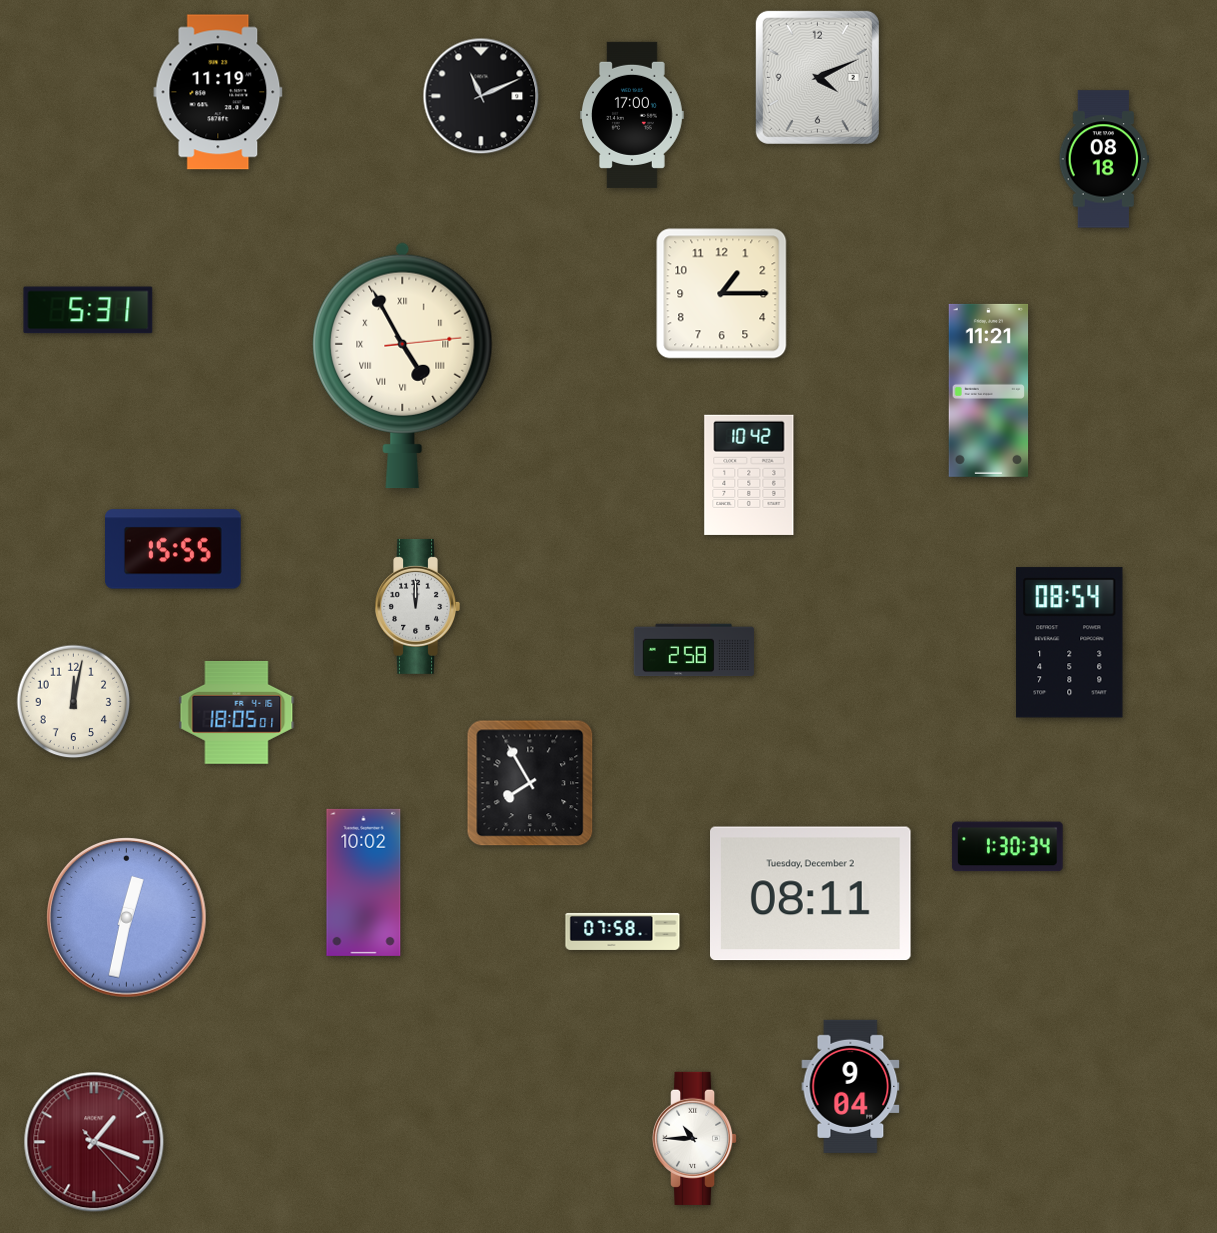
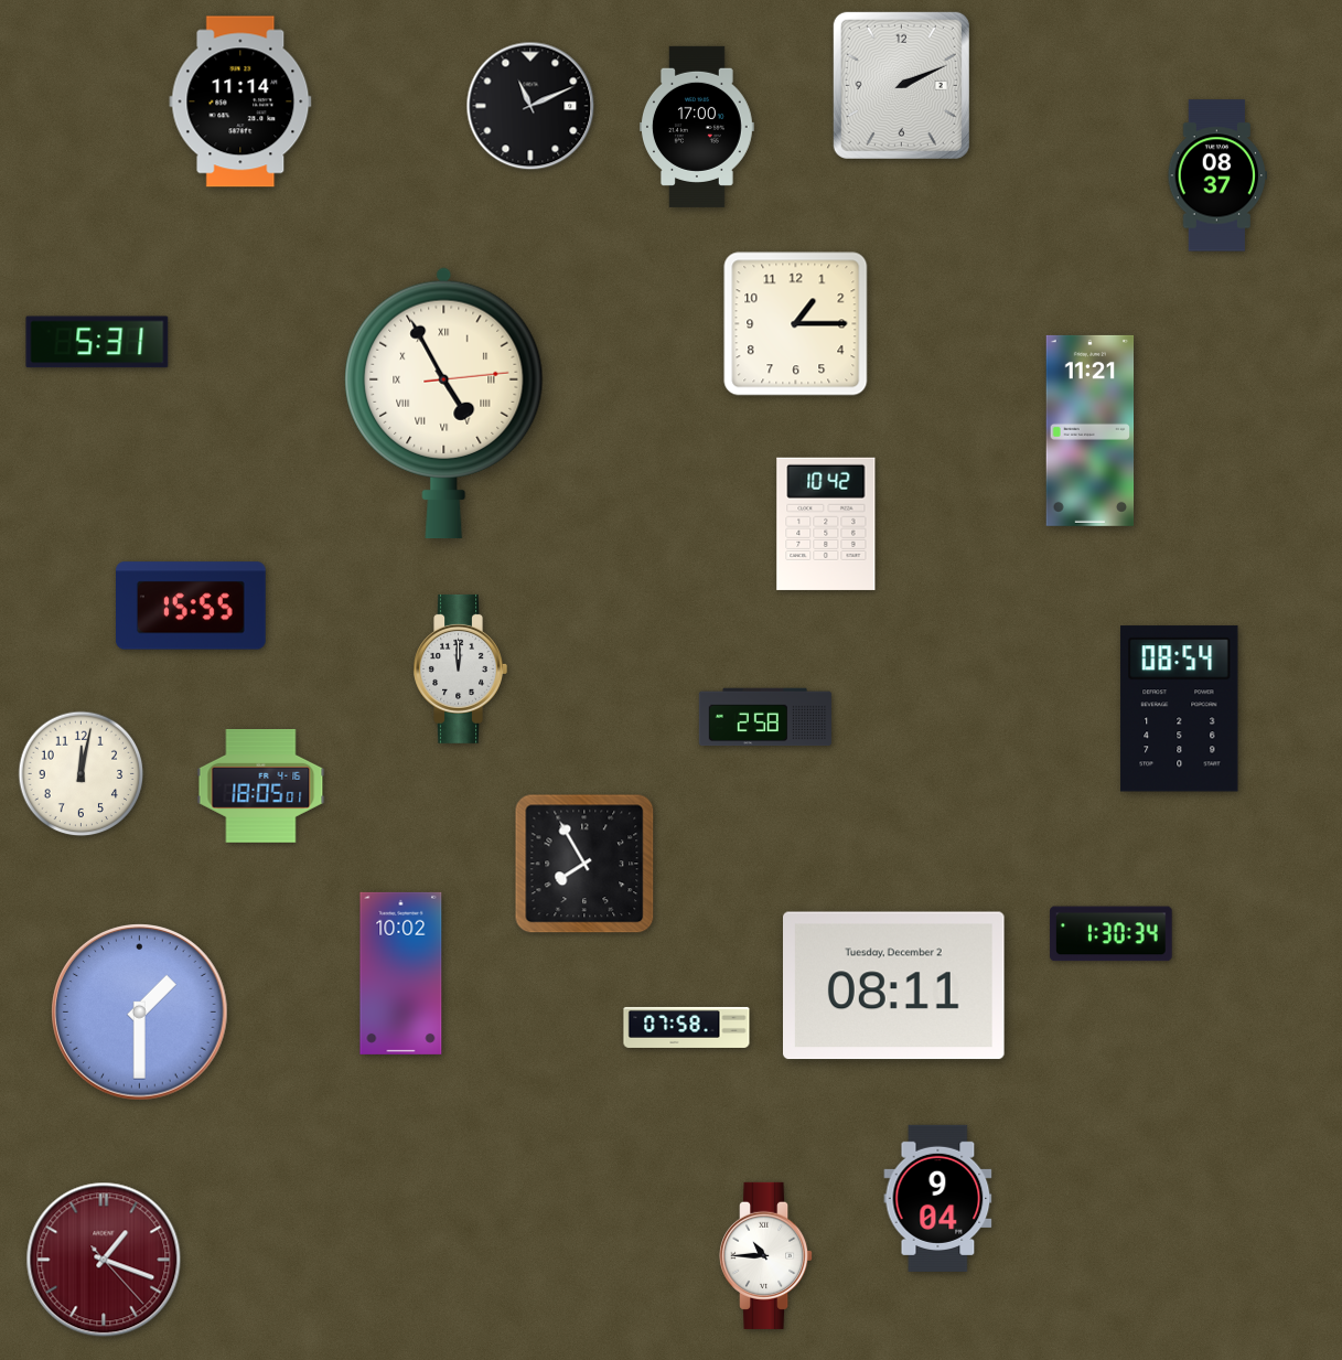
clock at (817, 77): 4:11 -> 2:11
clock at (218, 92): 11:19 -> 11:14
clock at (1103, 159): 08:18 -> 08:37
clock at (127, 918): 12:32 -> 1:30
